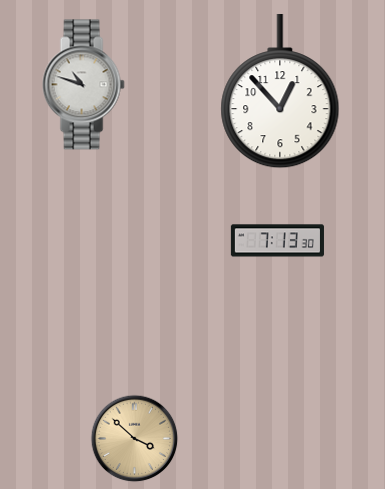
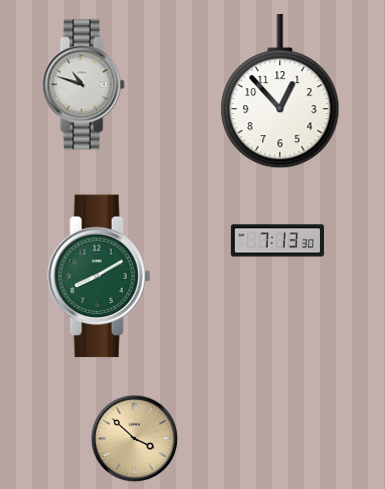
clock at (99, 276): none -> 8:10
